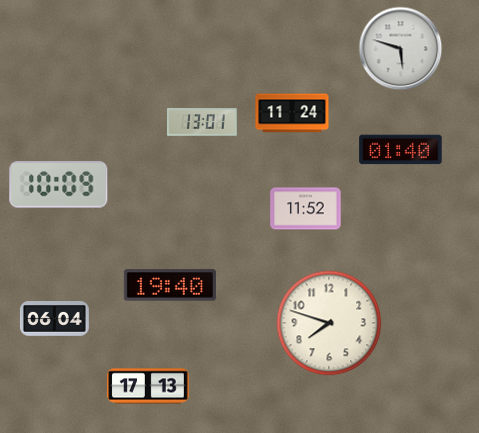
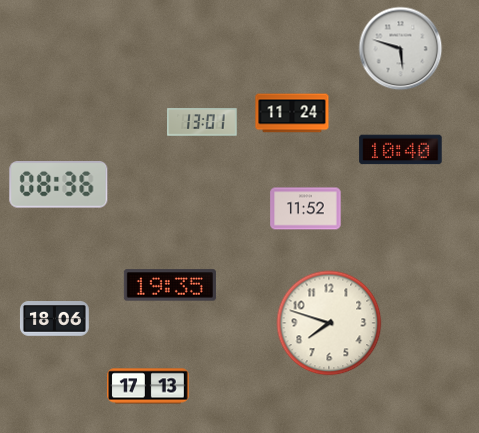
clock at (401, 150): 01:40 -> 10:40
clock at (59, 185): 10:09 -> 08:36
clock at (170, 285): 19:40 -> 19:35
clock at (55, 319): 06:04 -> 18:06
